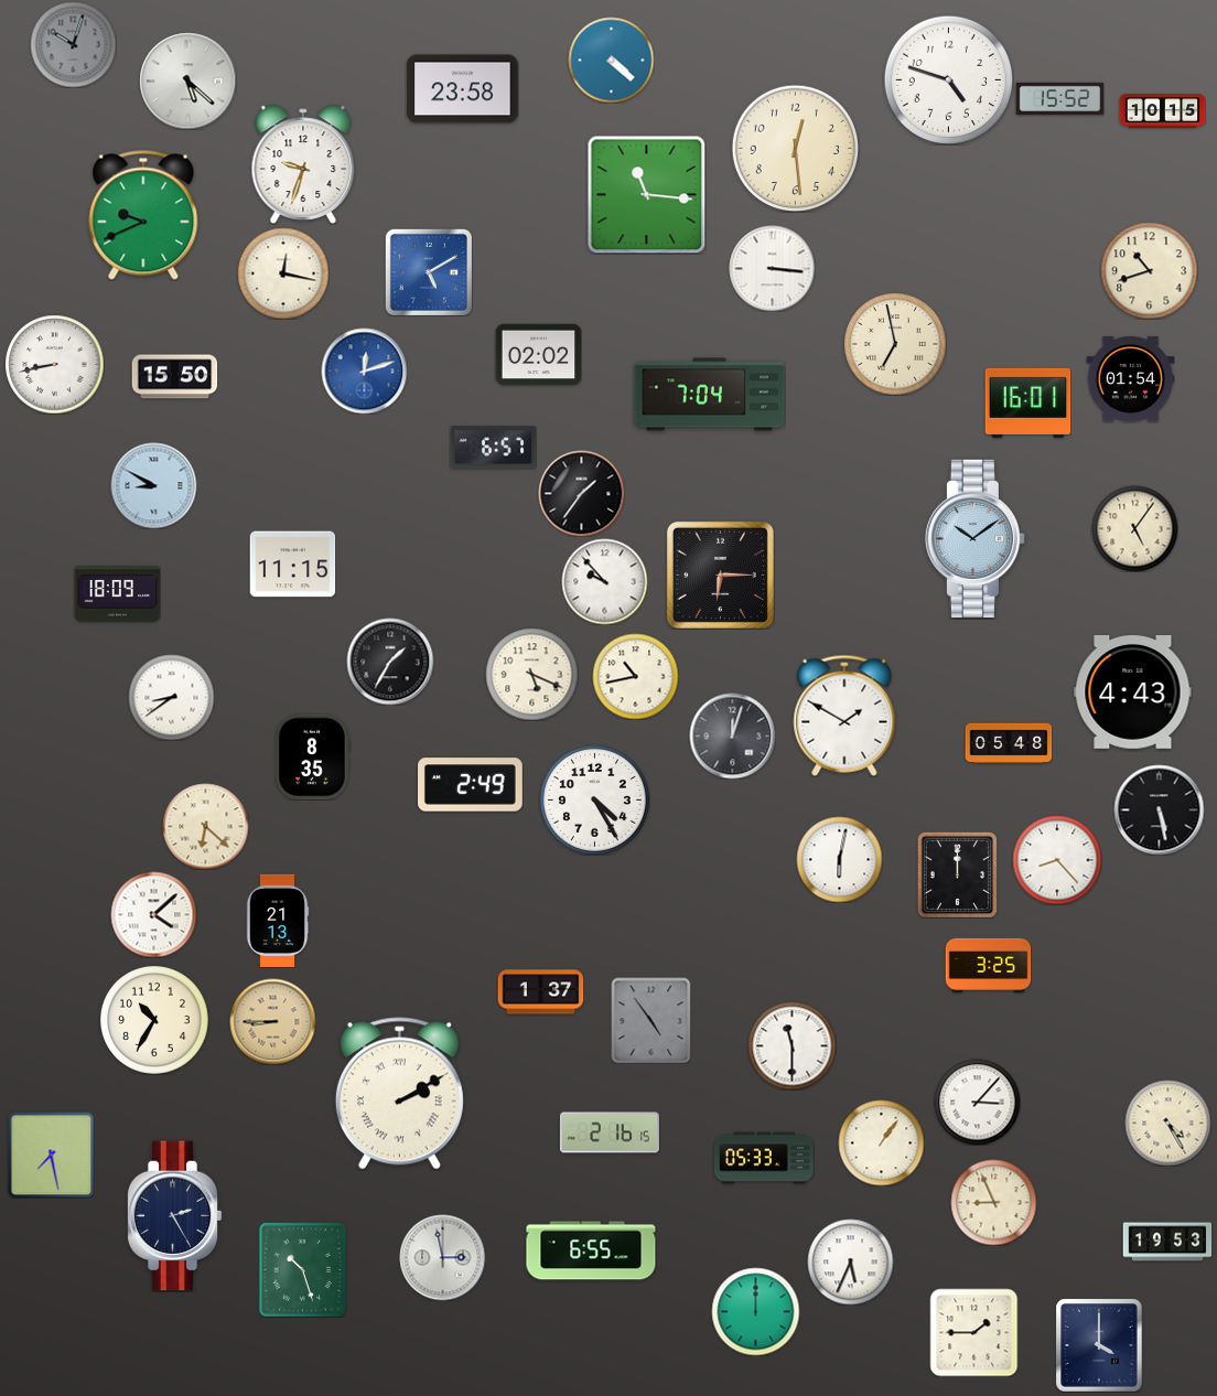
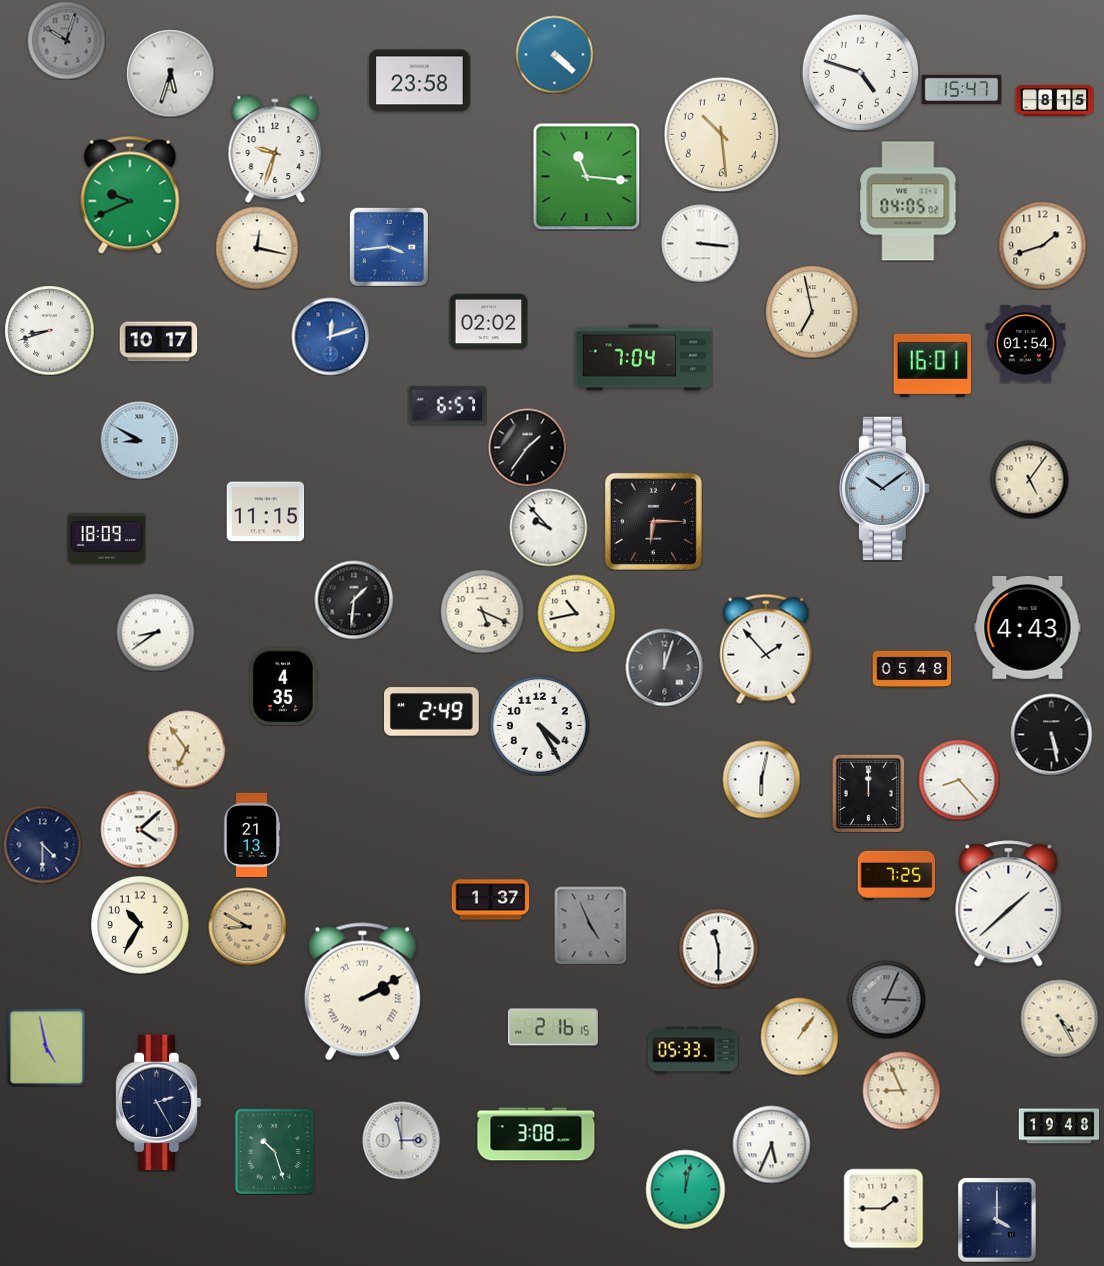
clock at (187, 80): 5:22 -> 5:33
clock at (1059, 98): 15:52 -> 15:47
clock at (1162, 111): 10:15 -> 8:15
clock at (795, 148): 12:29 -> 10:29
clock at (908, 201): none -> 04:05
clock at (1149, 270): 10:42 -> 1:42
clock at (429, 272): 5:10 -> 3:44
clock at (54, 364): 8:43 -> 8:42
clock at (174, 377): 15:50 -> 10:17
clock at (390, 662): 1:35 -> 1:31
clock at (844, 716): 1:50 -> 1:53
clock at (1009, 743) position: (1009, 743) -> (912, 669)
clock at (313, 756): 8:35 -> 4:35
clock at (471, 785) position: (471, 785) -> (432, 712)
clock at (205, 826): 6:22 -> 6:54
clock at (42, 844): none -> 4:30
clock at (988, 965): 3:25 -> 7:25
clock at (1009, 904): none -> 1:38
clock at (651, 1020): 4:54 -> 4:56
clock at (272, 1021): 8:45 -> 8:50
clock at (977, 1102): 3:07 -> 3:04
clock at (977, 1102) dial: white -> grey
clock at (51, 1155): 7:28 -> 4:58
clock at (1167, 1242): 19:53 -> 19:48
clock at (591, 1250): 6:55 -> 3:08
clock at (755, 1311): 12:00 -> 12:02
